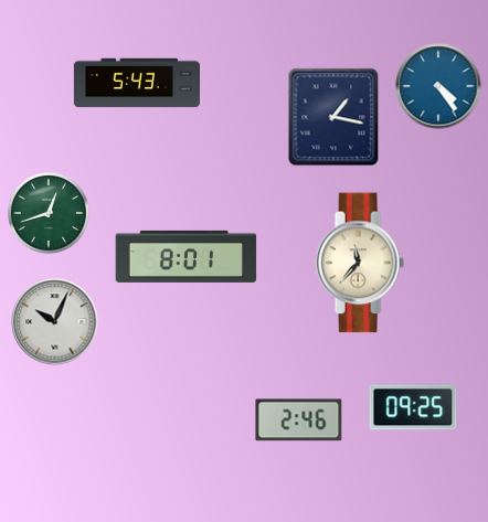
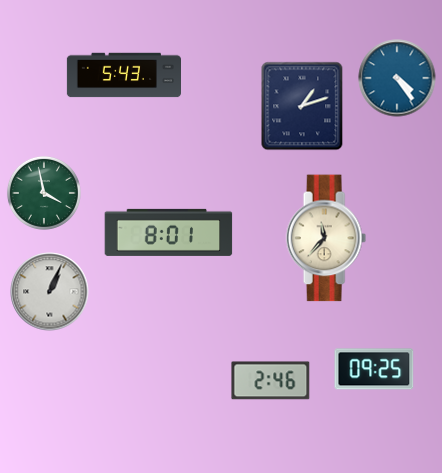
clock at (333, 117): 1:17 -> 1:12
clock at (49, 213): 12:42 -> 3:58
clock at (55, 322): 10:04 -> 1:04
